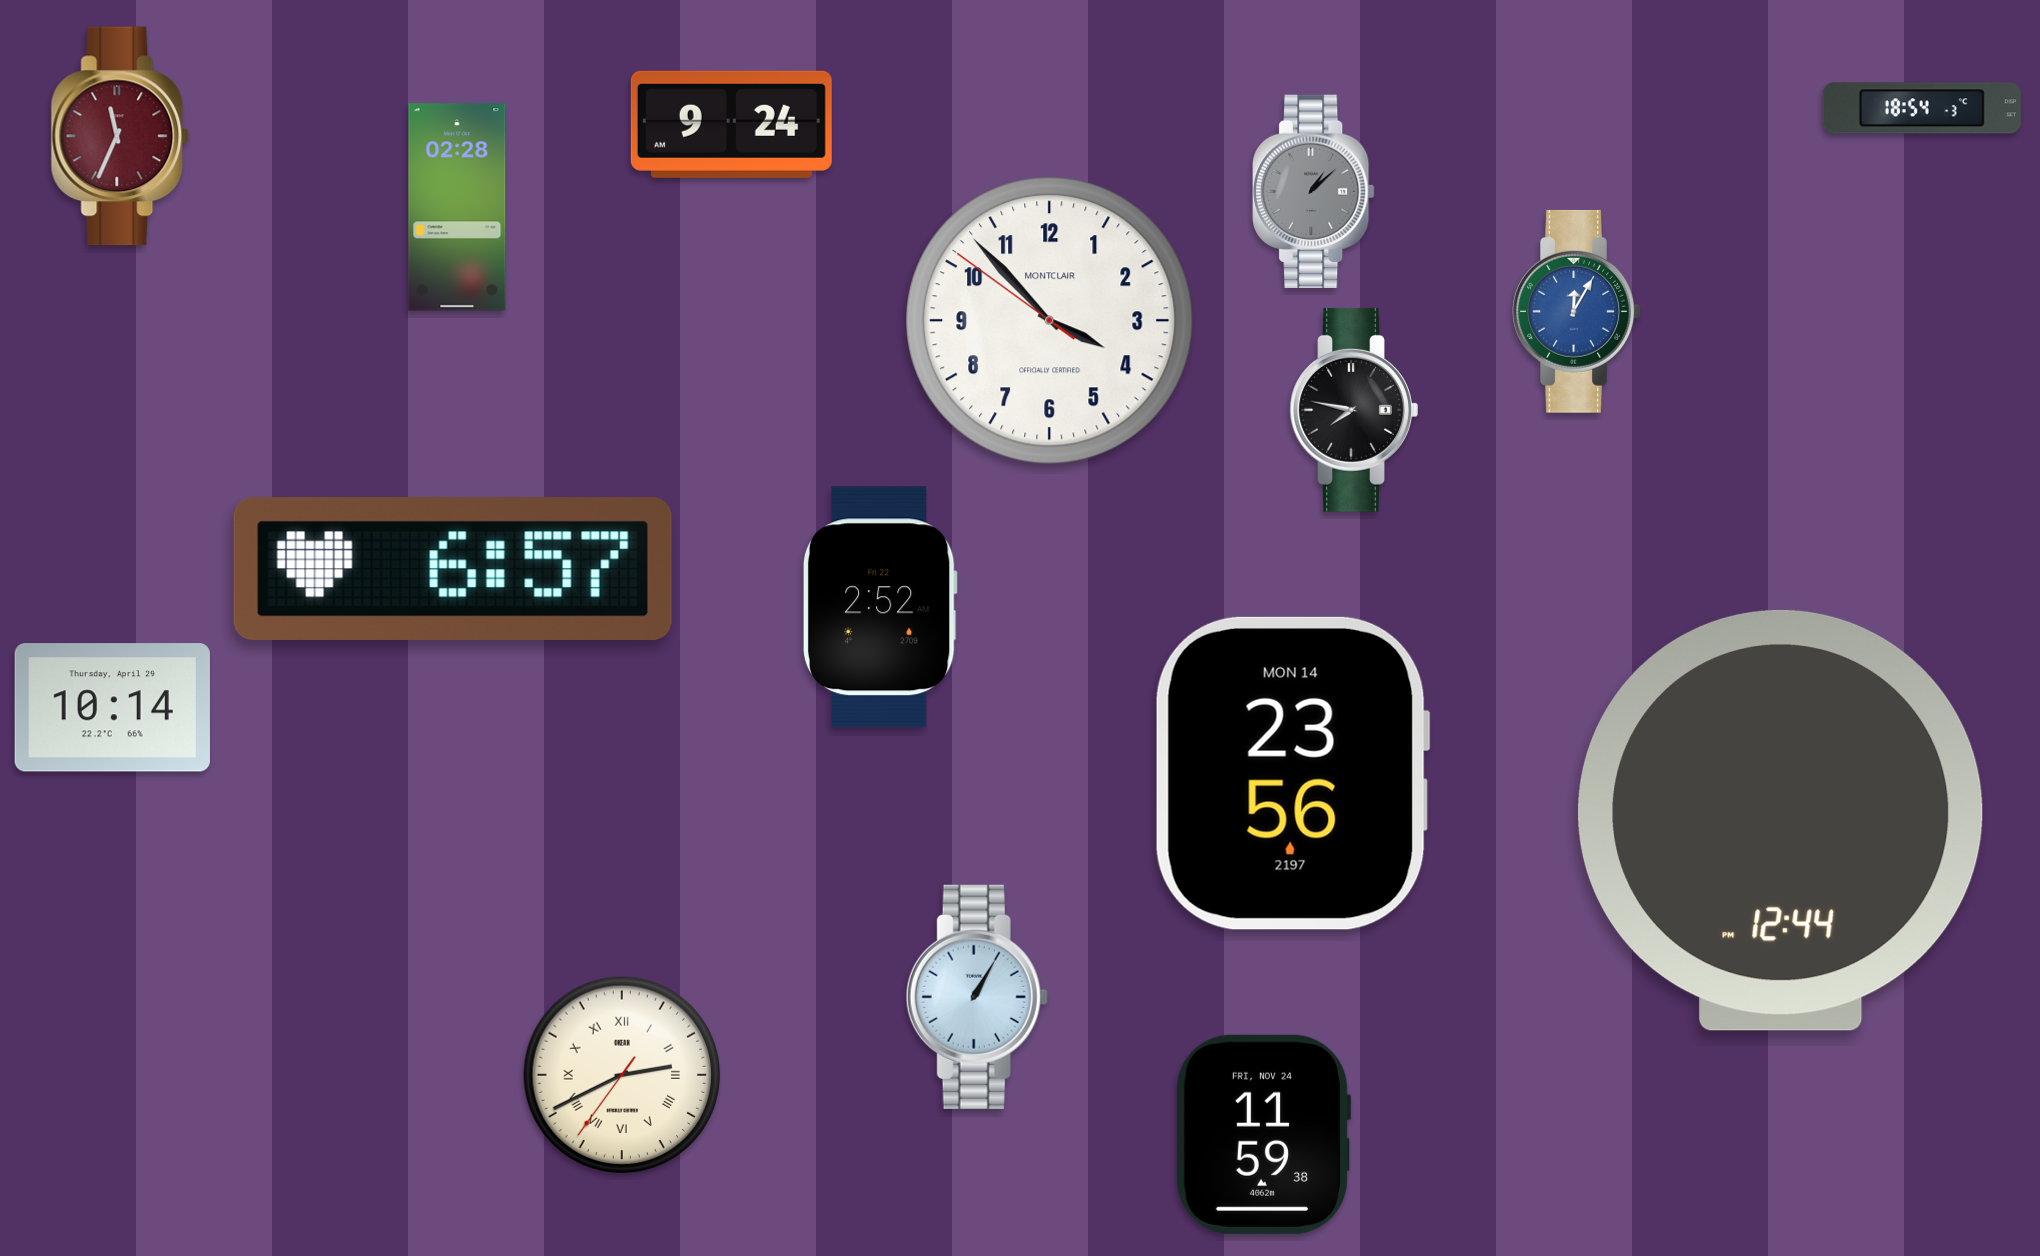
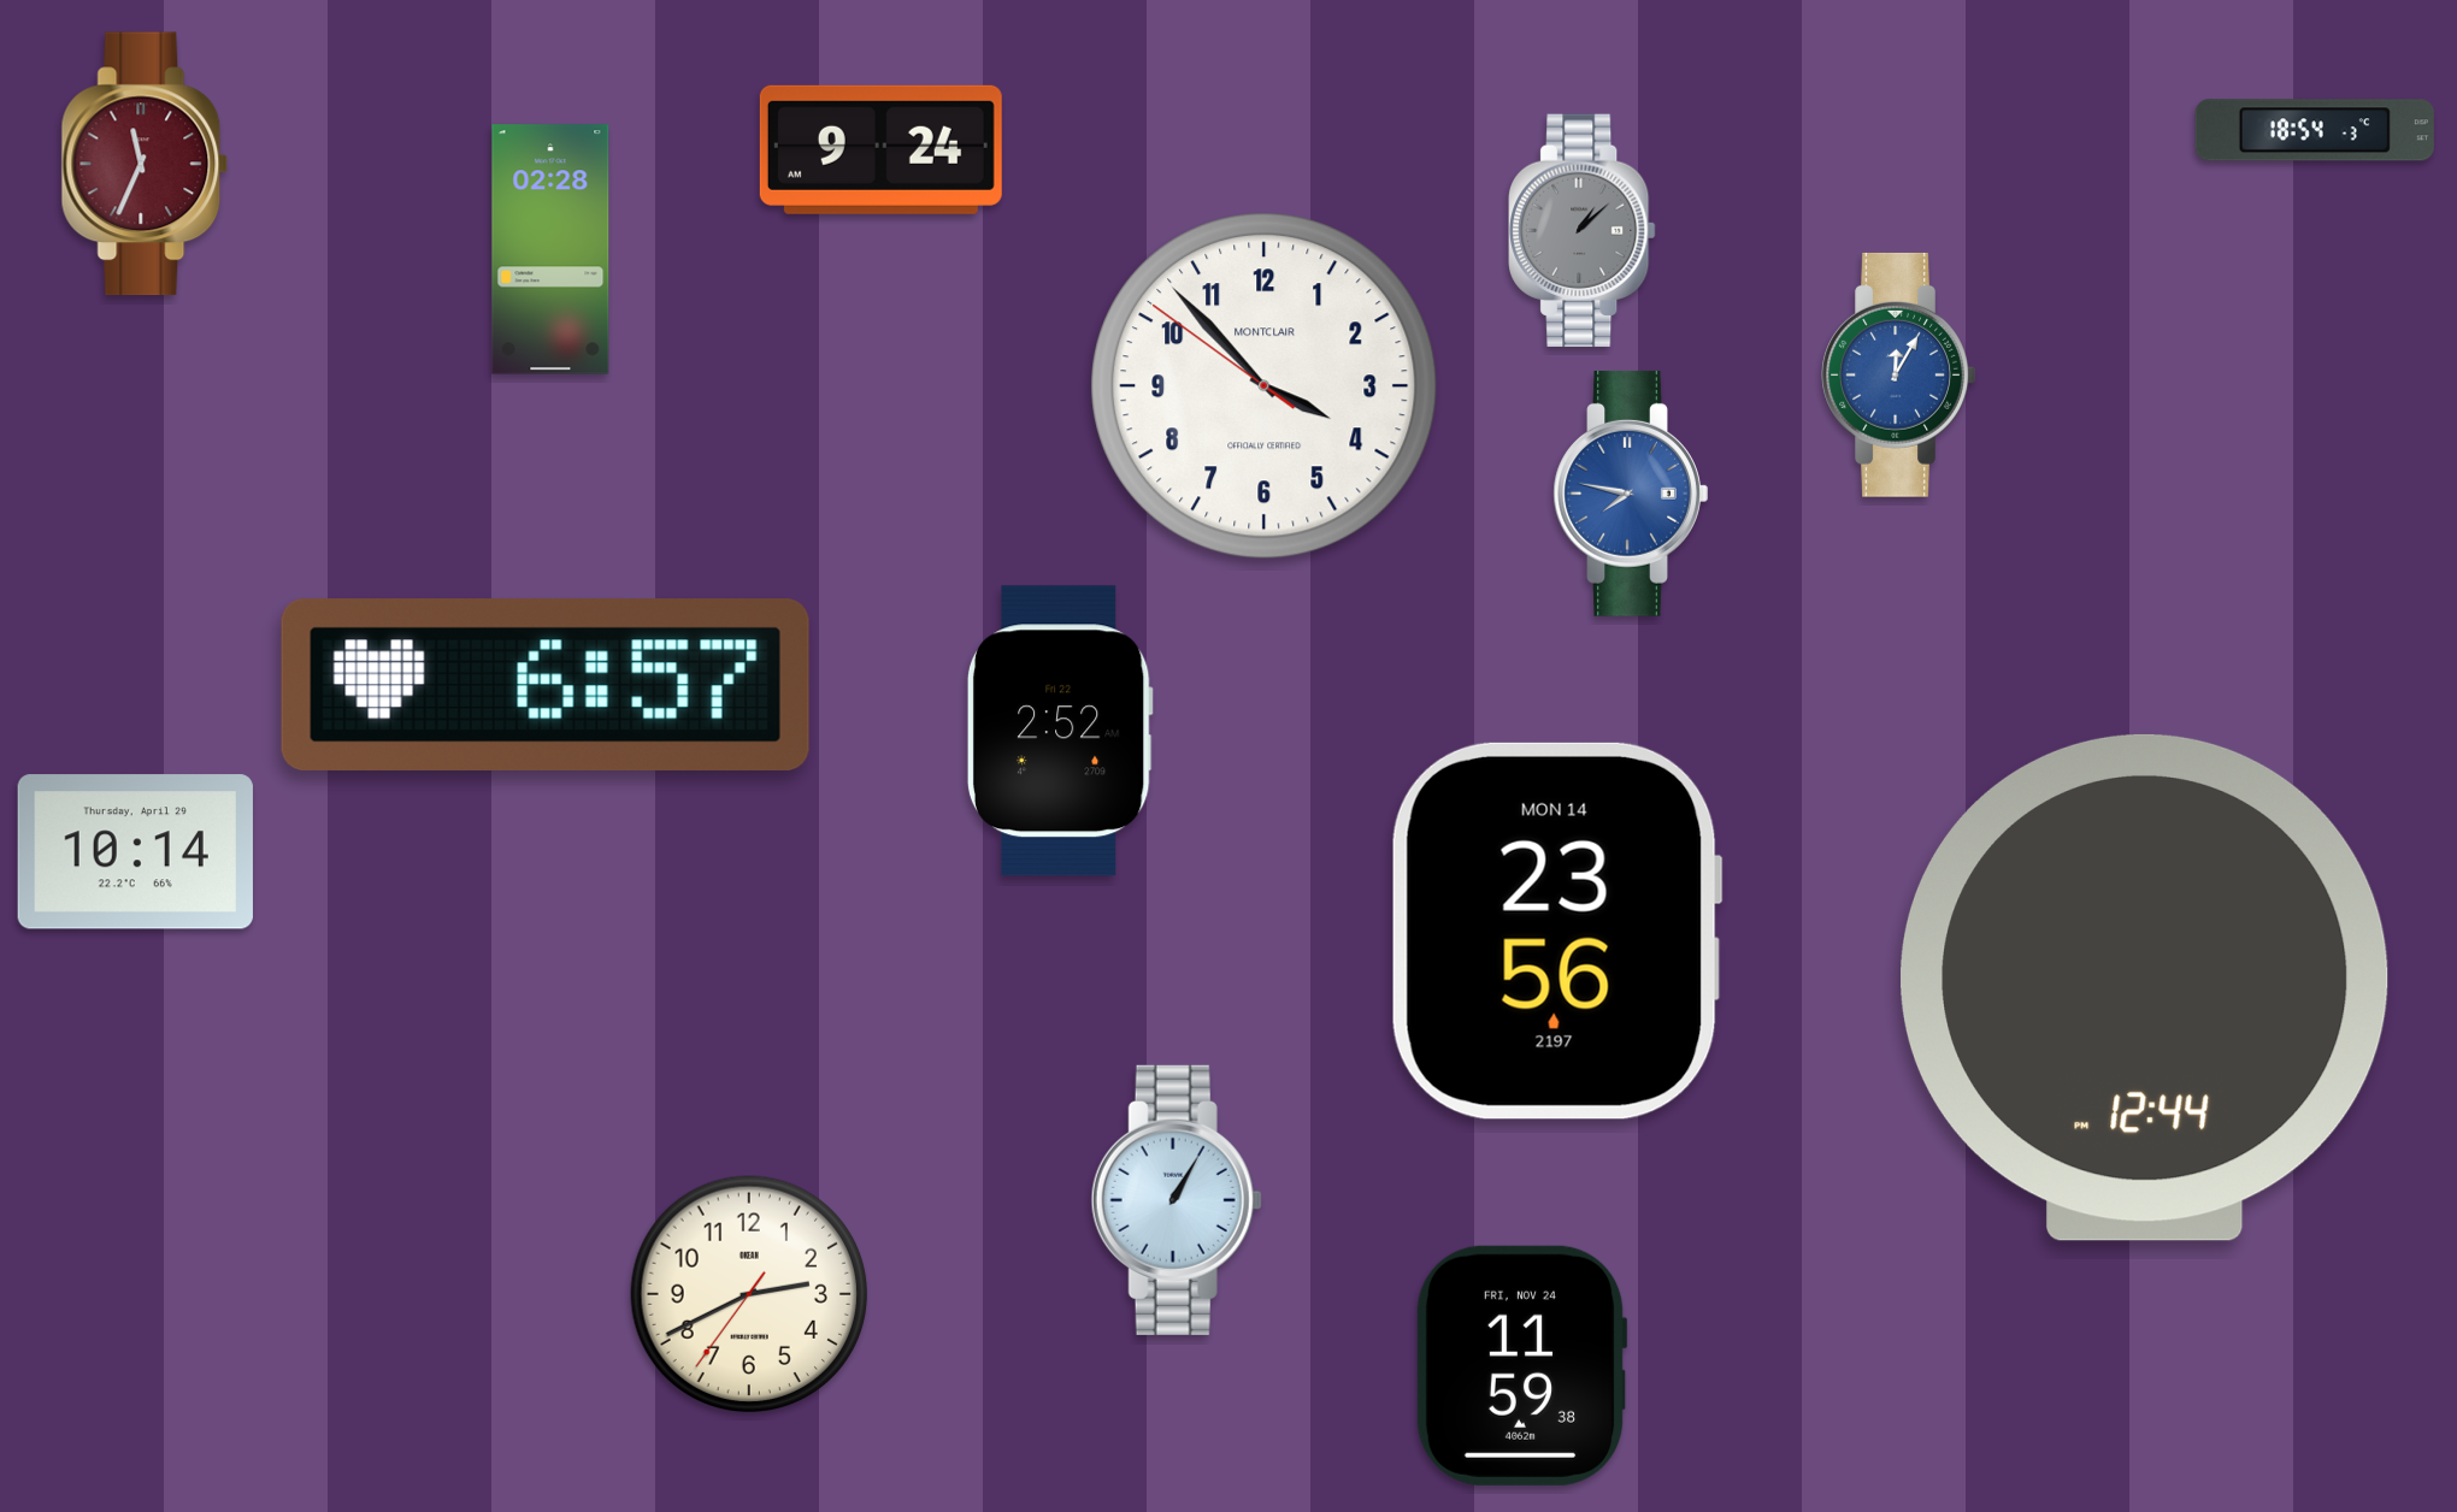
clock at (1354, 410) dial: black -> blue
clock at (621, 1074) numerals: Roman -> Arabic
